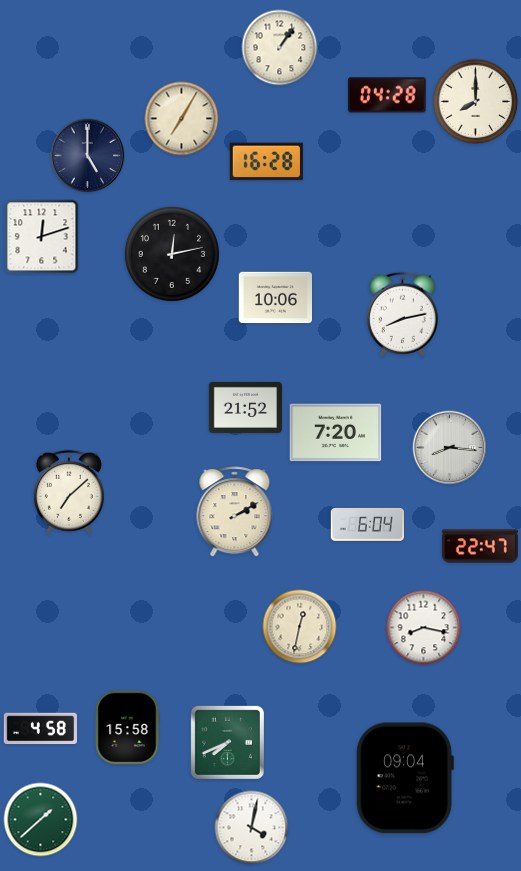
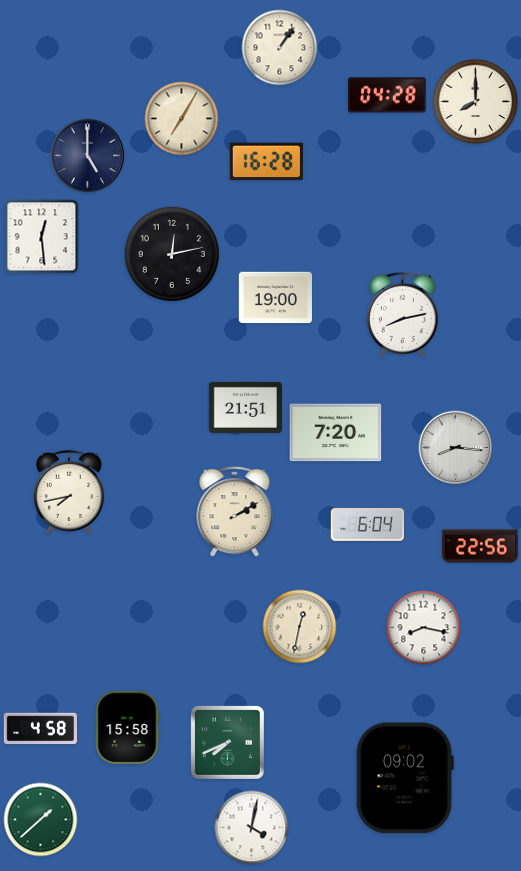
clock at (42, 237): 12:12 -> 12:29
clock at (275, 298): 10:06 -> 19:00
clock at (245, 407): 21:52 -> 21:51
clock at (450, 448) position: (450, 448) -> (456, 448)
clock at (69, 492): 7:08 -> 7:43
clock at (480, 546): 22:47 -> 22:56
clock at (405, 778): 09:04 -> 09:02
